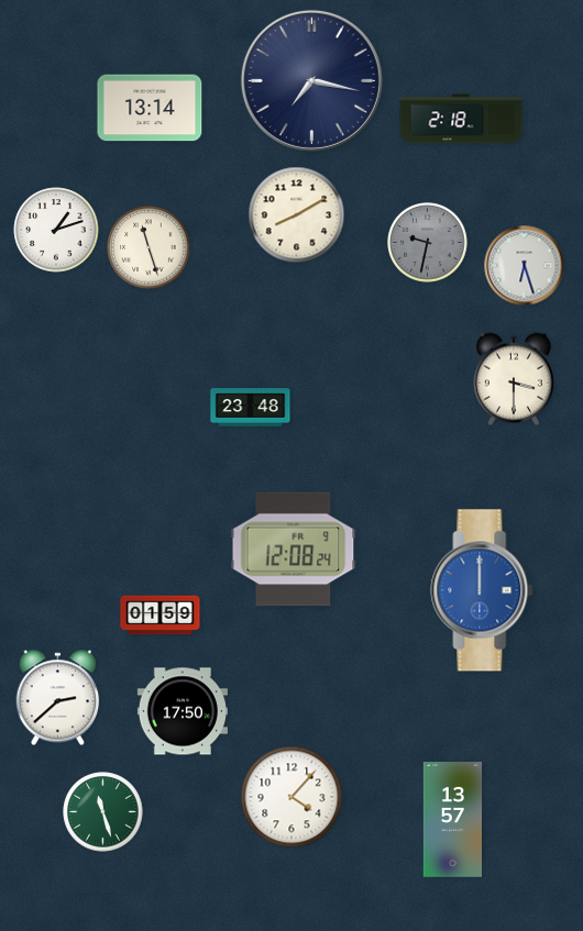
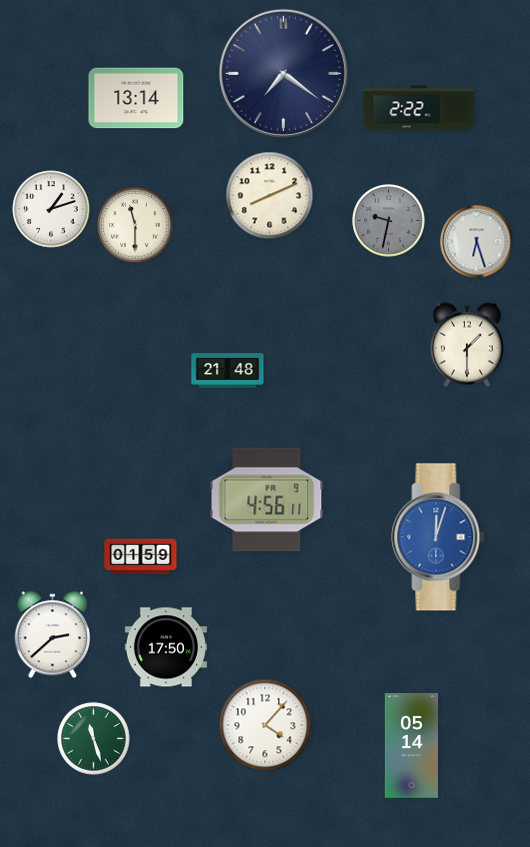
clock at (311, 80): 7:17 -> 7:21
clock at (461, 119): 2:18 -> 2:22
clock at (297, 215): 8:10 -> 8:11
clock at (148, 247): 11:27 -> 11:30
clock at (514, 379): 3:30 -> 1:30
clock at (251, 408): 23:48 -> 21:48
clock at (294, 550): 12:08 -> 4:56
clock at (482, 590): 12:00 -> 12:03
clock at (161, 616) position: (161, 616) -> (141, 557)
clock at (452, 820): 13:57 -> 05:14
